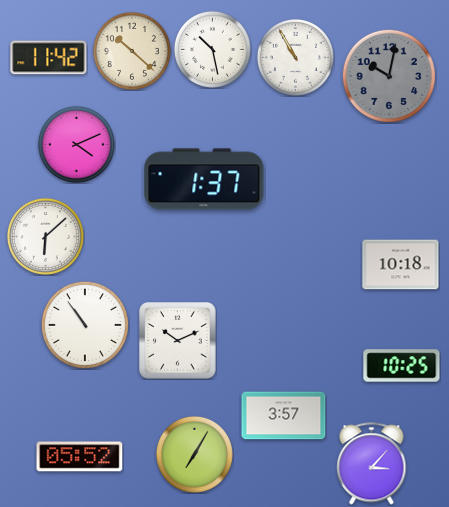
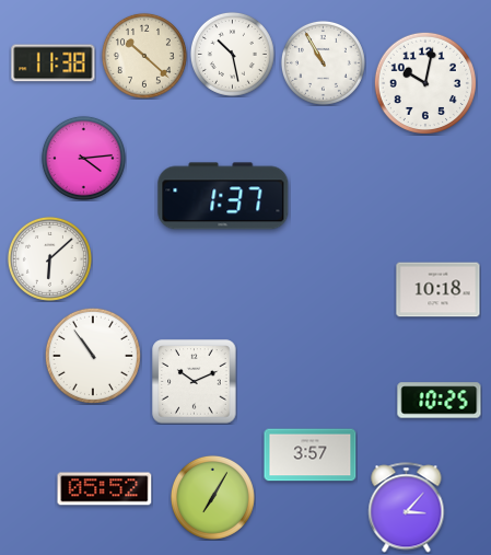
clock at (49, 58): 11:42 -> 11:38
clock at (389, 76) dial: grey -> white
clock at (76, 144): 4:11 -> 4:14
clock at (178, 341) position: (178, 341) -> (195, 382)
clock at (80, 457) position: (80, 457) -> (105, 489)
